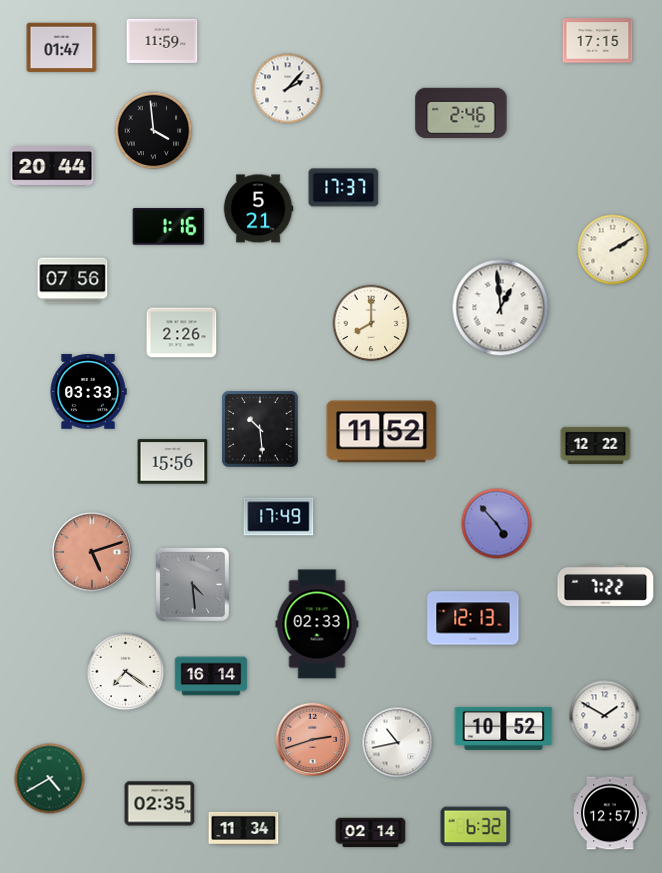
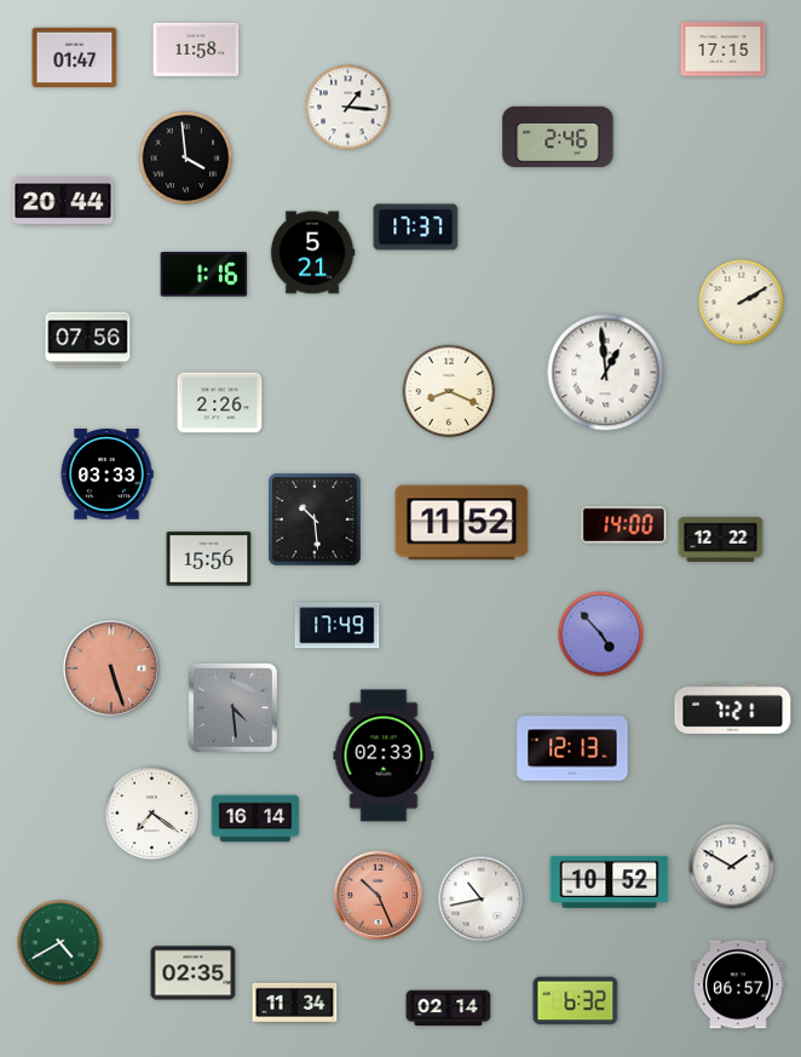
clock at (162, 41): 11:59 -> 11:58
clock at (288, 89): 2:07 -> 1:16
clock at (371, 323): 8:00 -> 8:19
clock at (624, 525): none -> 14:00
clock at (92, 552): 5:12 -> 5:27
clock at (606, 585): 7:22 -> 7:21
clock at (313, 740): 2:42 -> 10:26
clock at (610, 813): 12:57 -> 06:57
